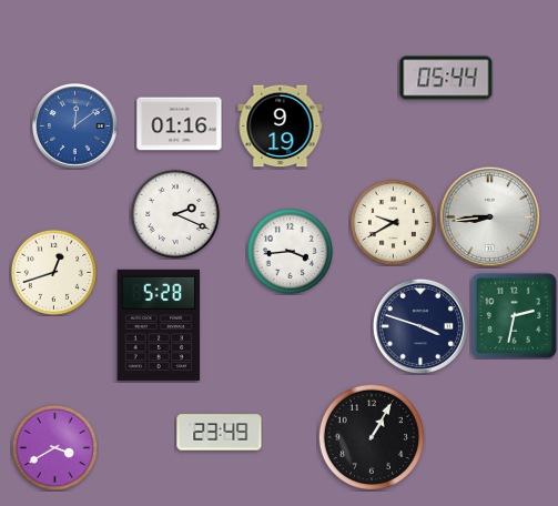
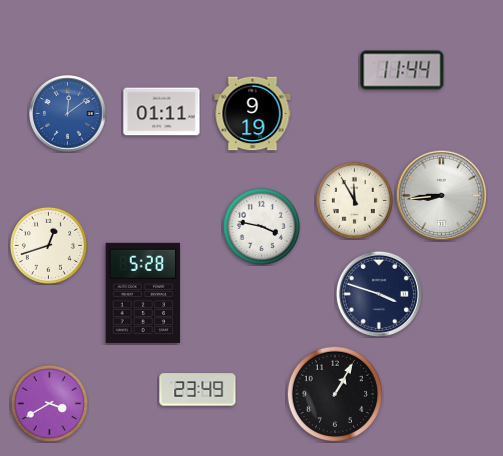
clock at (446, 78): 05:44 -> 11:44
clock at (180, 124): 01:16 -> 01:11
clock at (175, 214): 2:19 -> none
clock at (393, 222): 9:40 -> 11:55
clock at (290, 251): 3:44 -> 3:47
clock at (514, 315): 2:32 -> none
